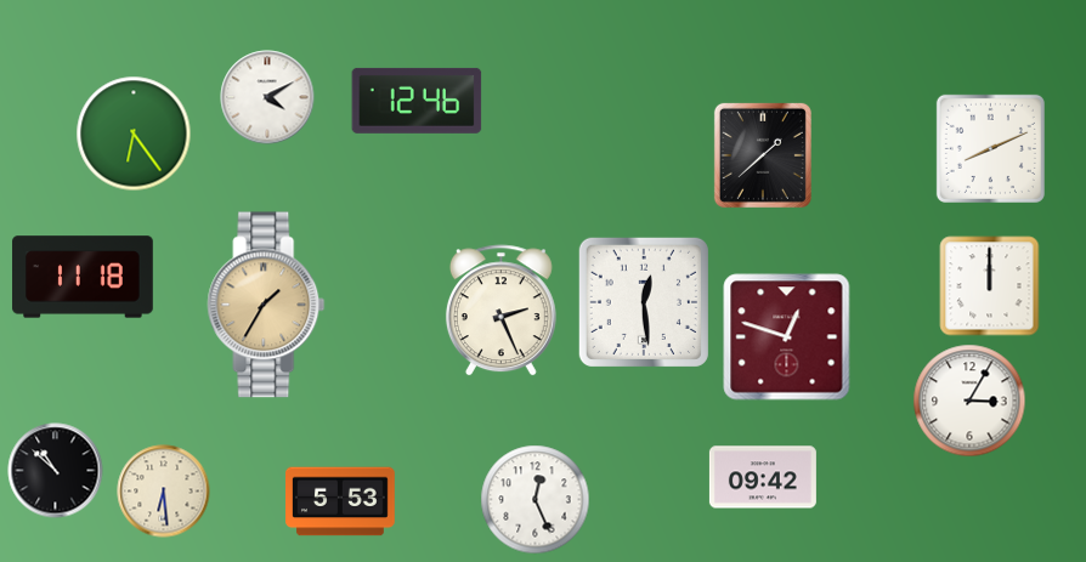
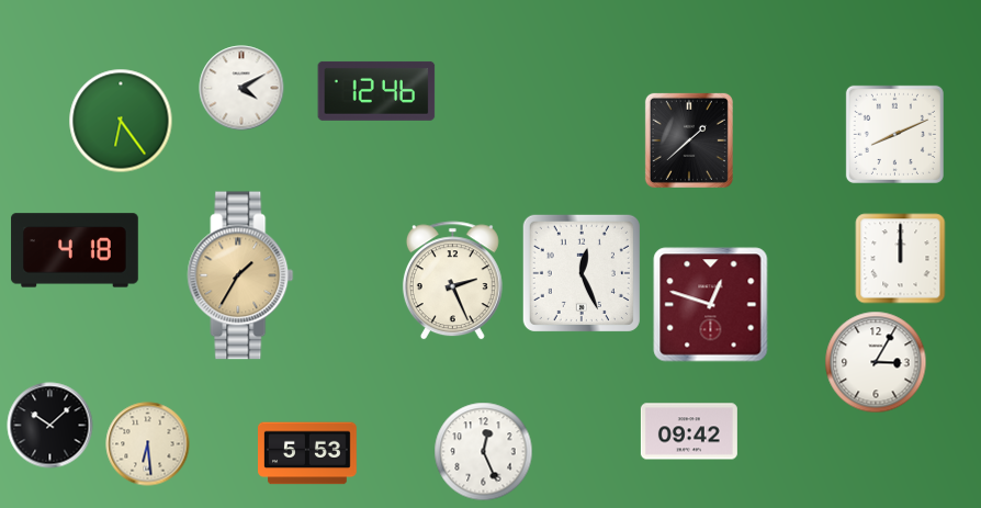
clock at (83, 277): 11:18 -> 4:18
clock at (990, 286) position: (990, 286) -> (901, 259)
clock at (644, 302): 12:29 -> 12:26
clock at (56, 471): 10:52 -> 10:08
